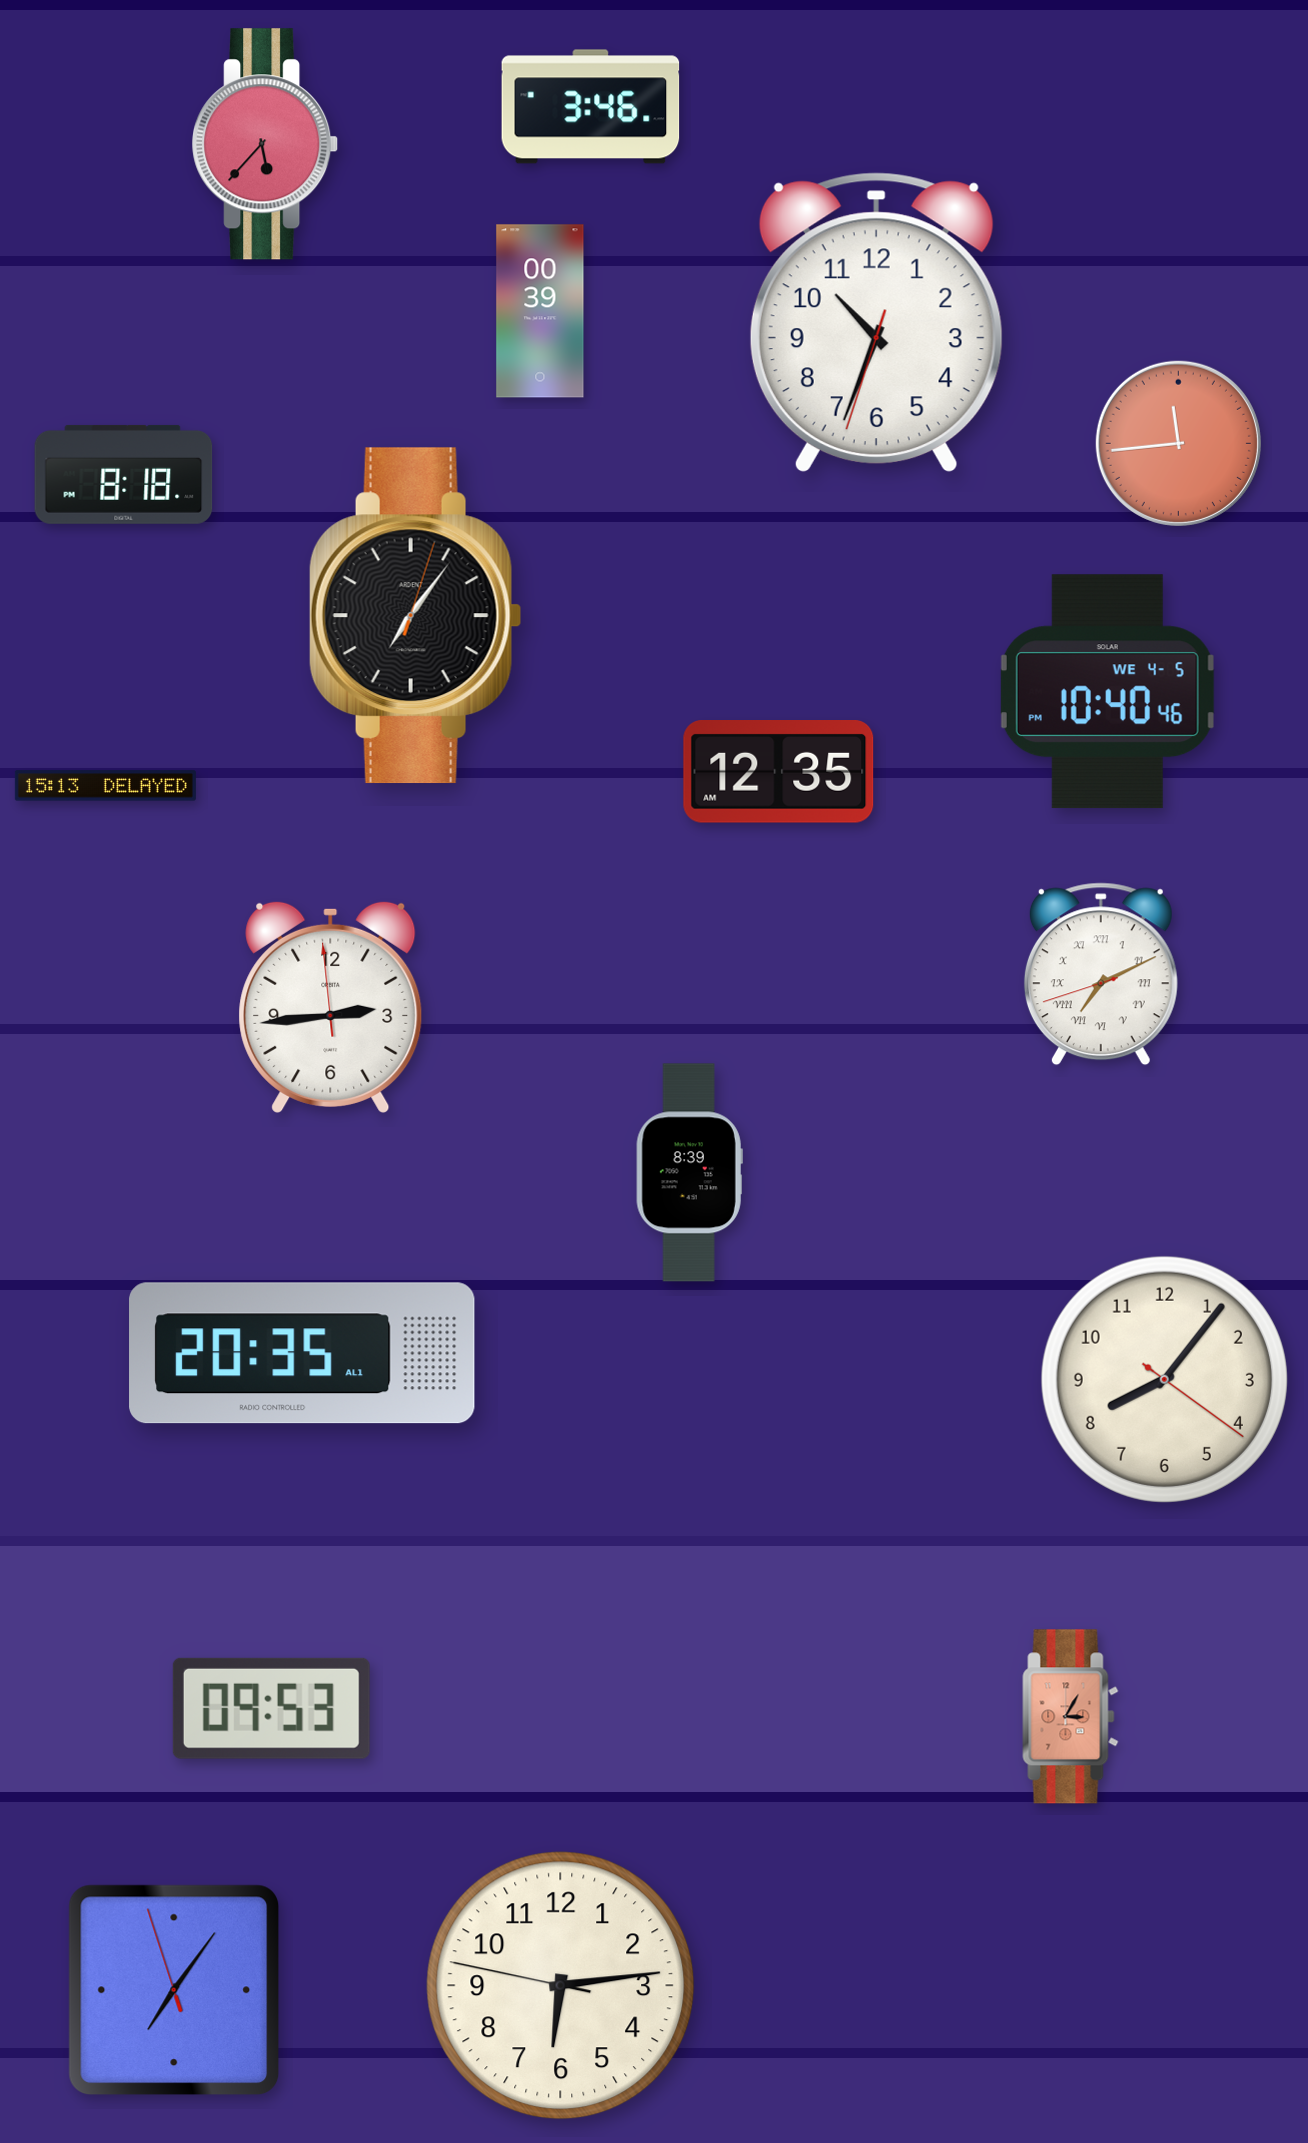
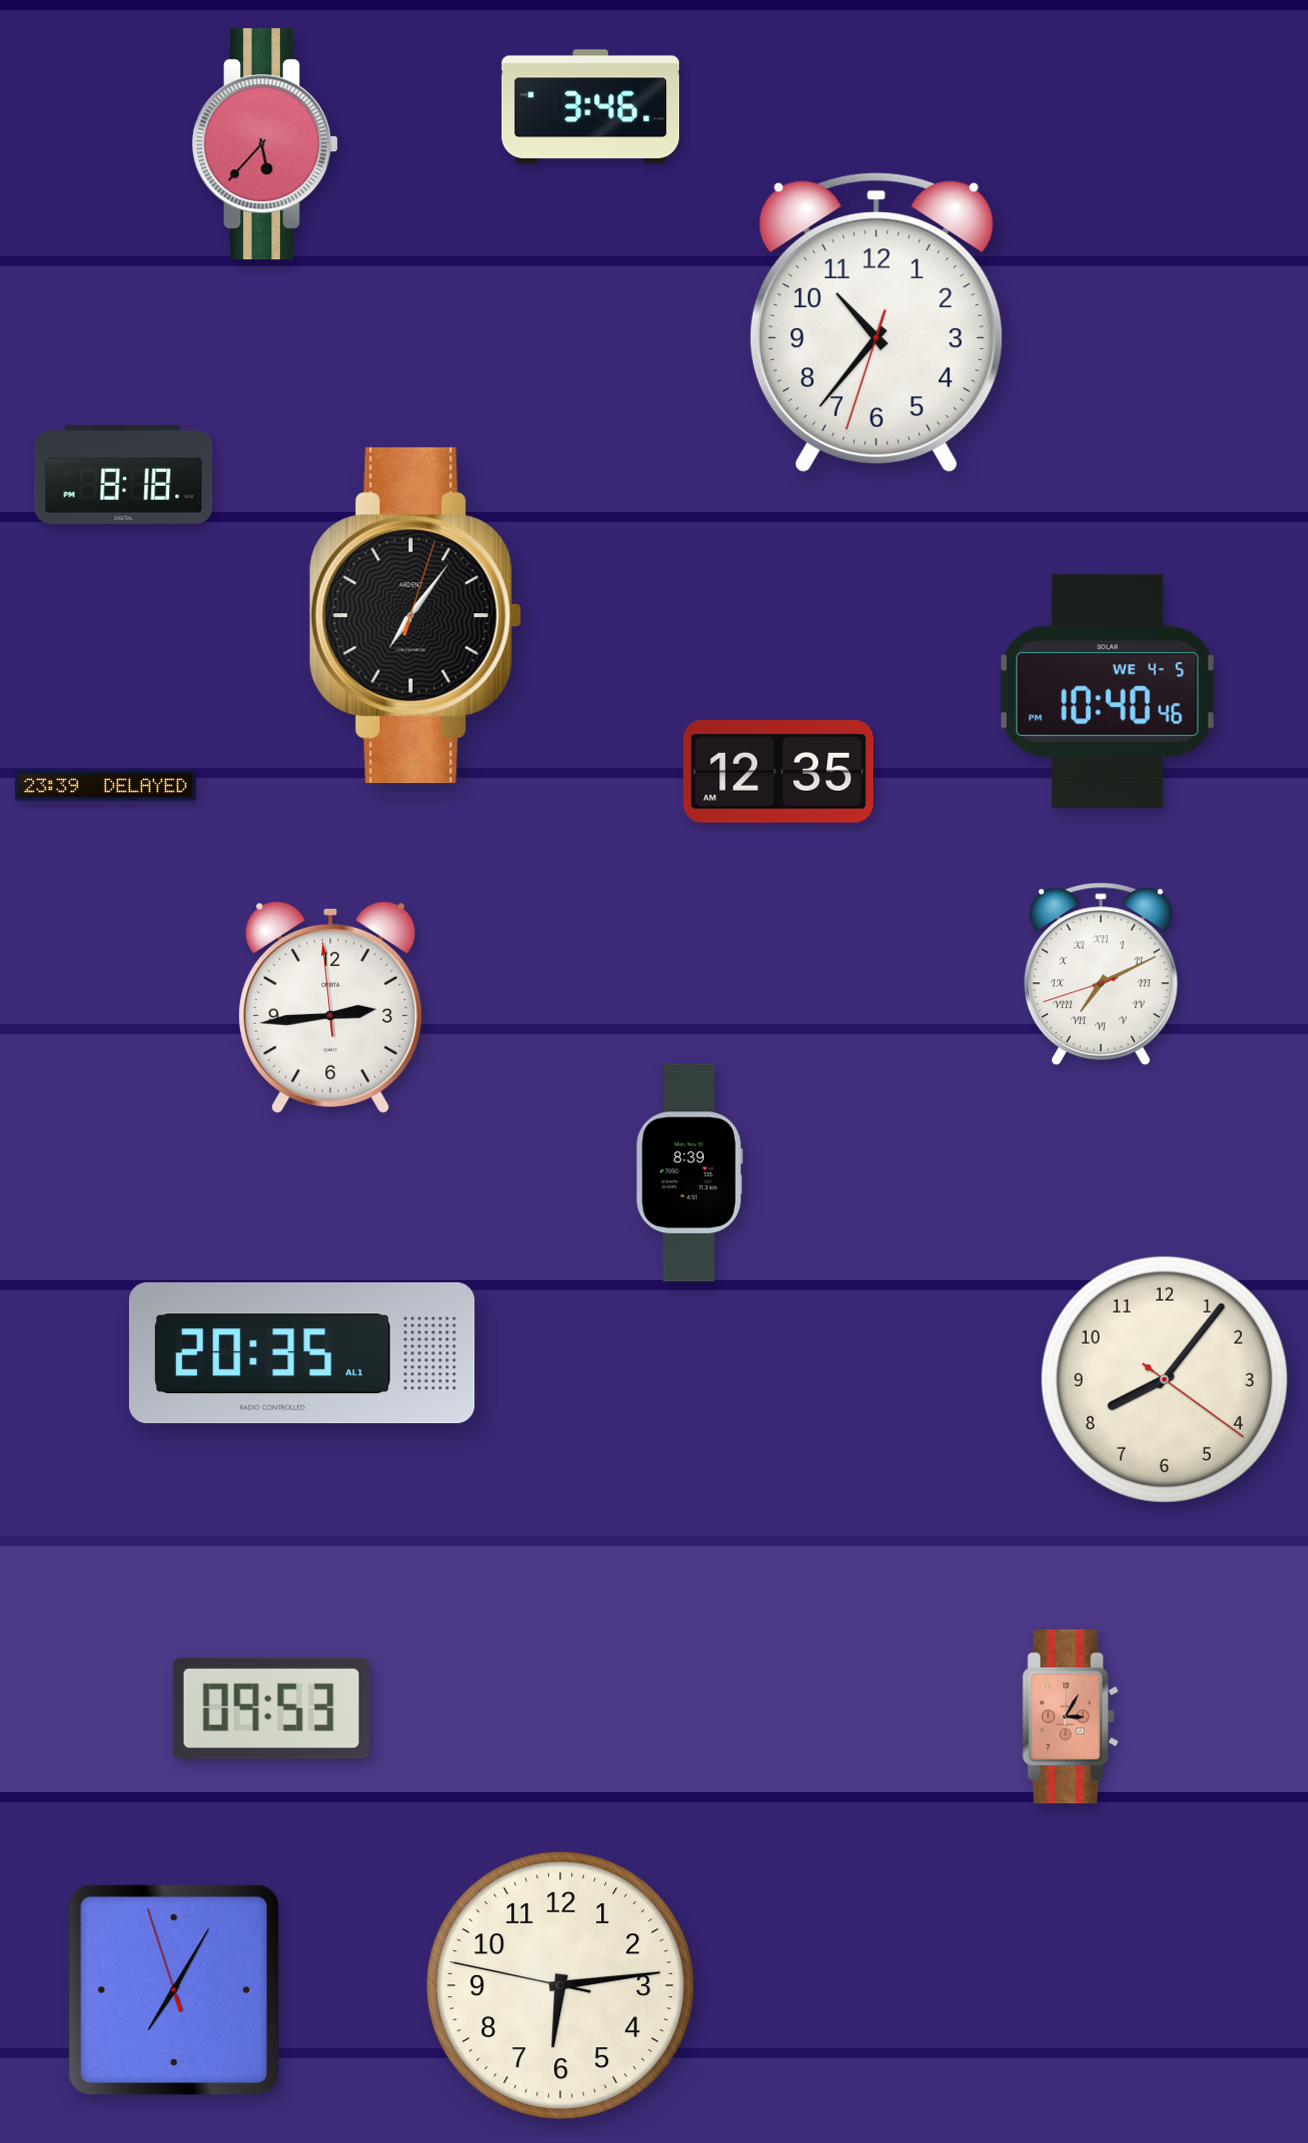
clock at (540, 311): 00:39 -> none
clock at (876, 322): 10:33 -> 10:36
clock at (1178, 443): 11:44 -> none
clock at (105, 786): 15:13 -> 23:39
clock at (174, 1990): 7:05 -> 7:04
